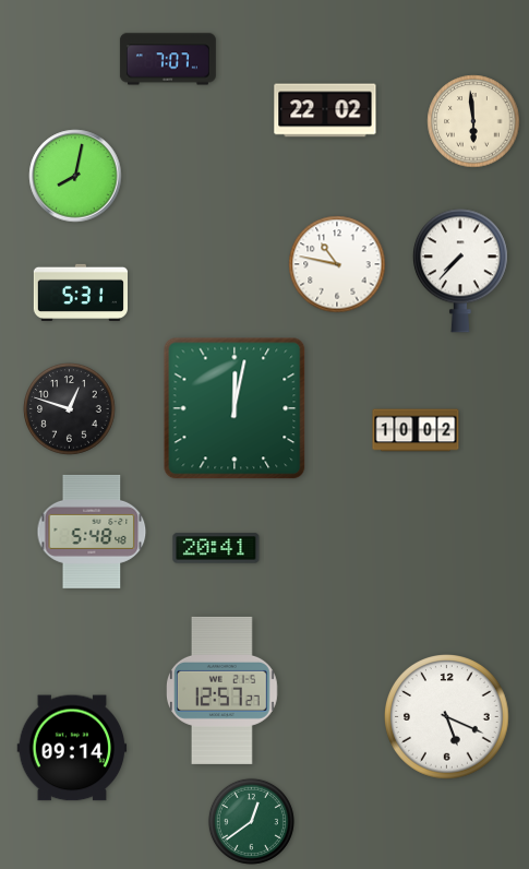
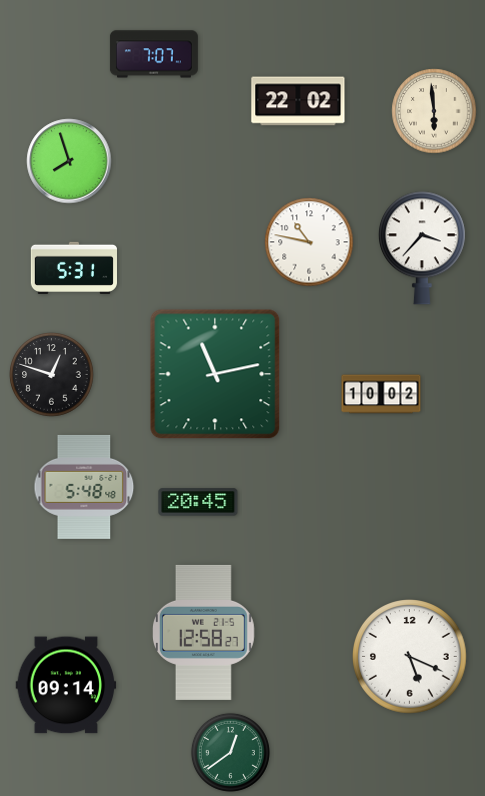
clock at (75, 176): 8:02 -> 7:57
clock at (460, 271): 7:37 -> 3:37
clock at (235, 408): 12:02 -> 11:13
clock at (70, 409) position: (70, 409) -> (52, 375)
clock at (216, 548): 20:41 -> 20:45
clock at (223, 690): 12:57 -> 12:58
